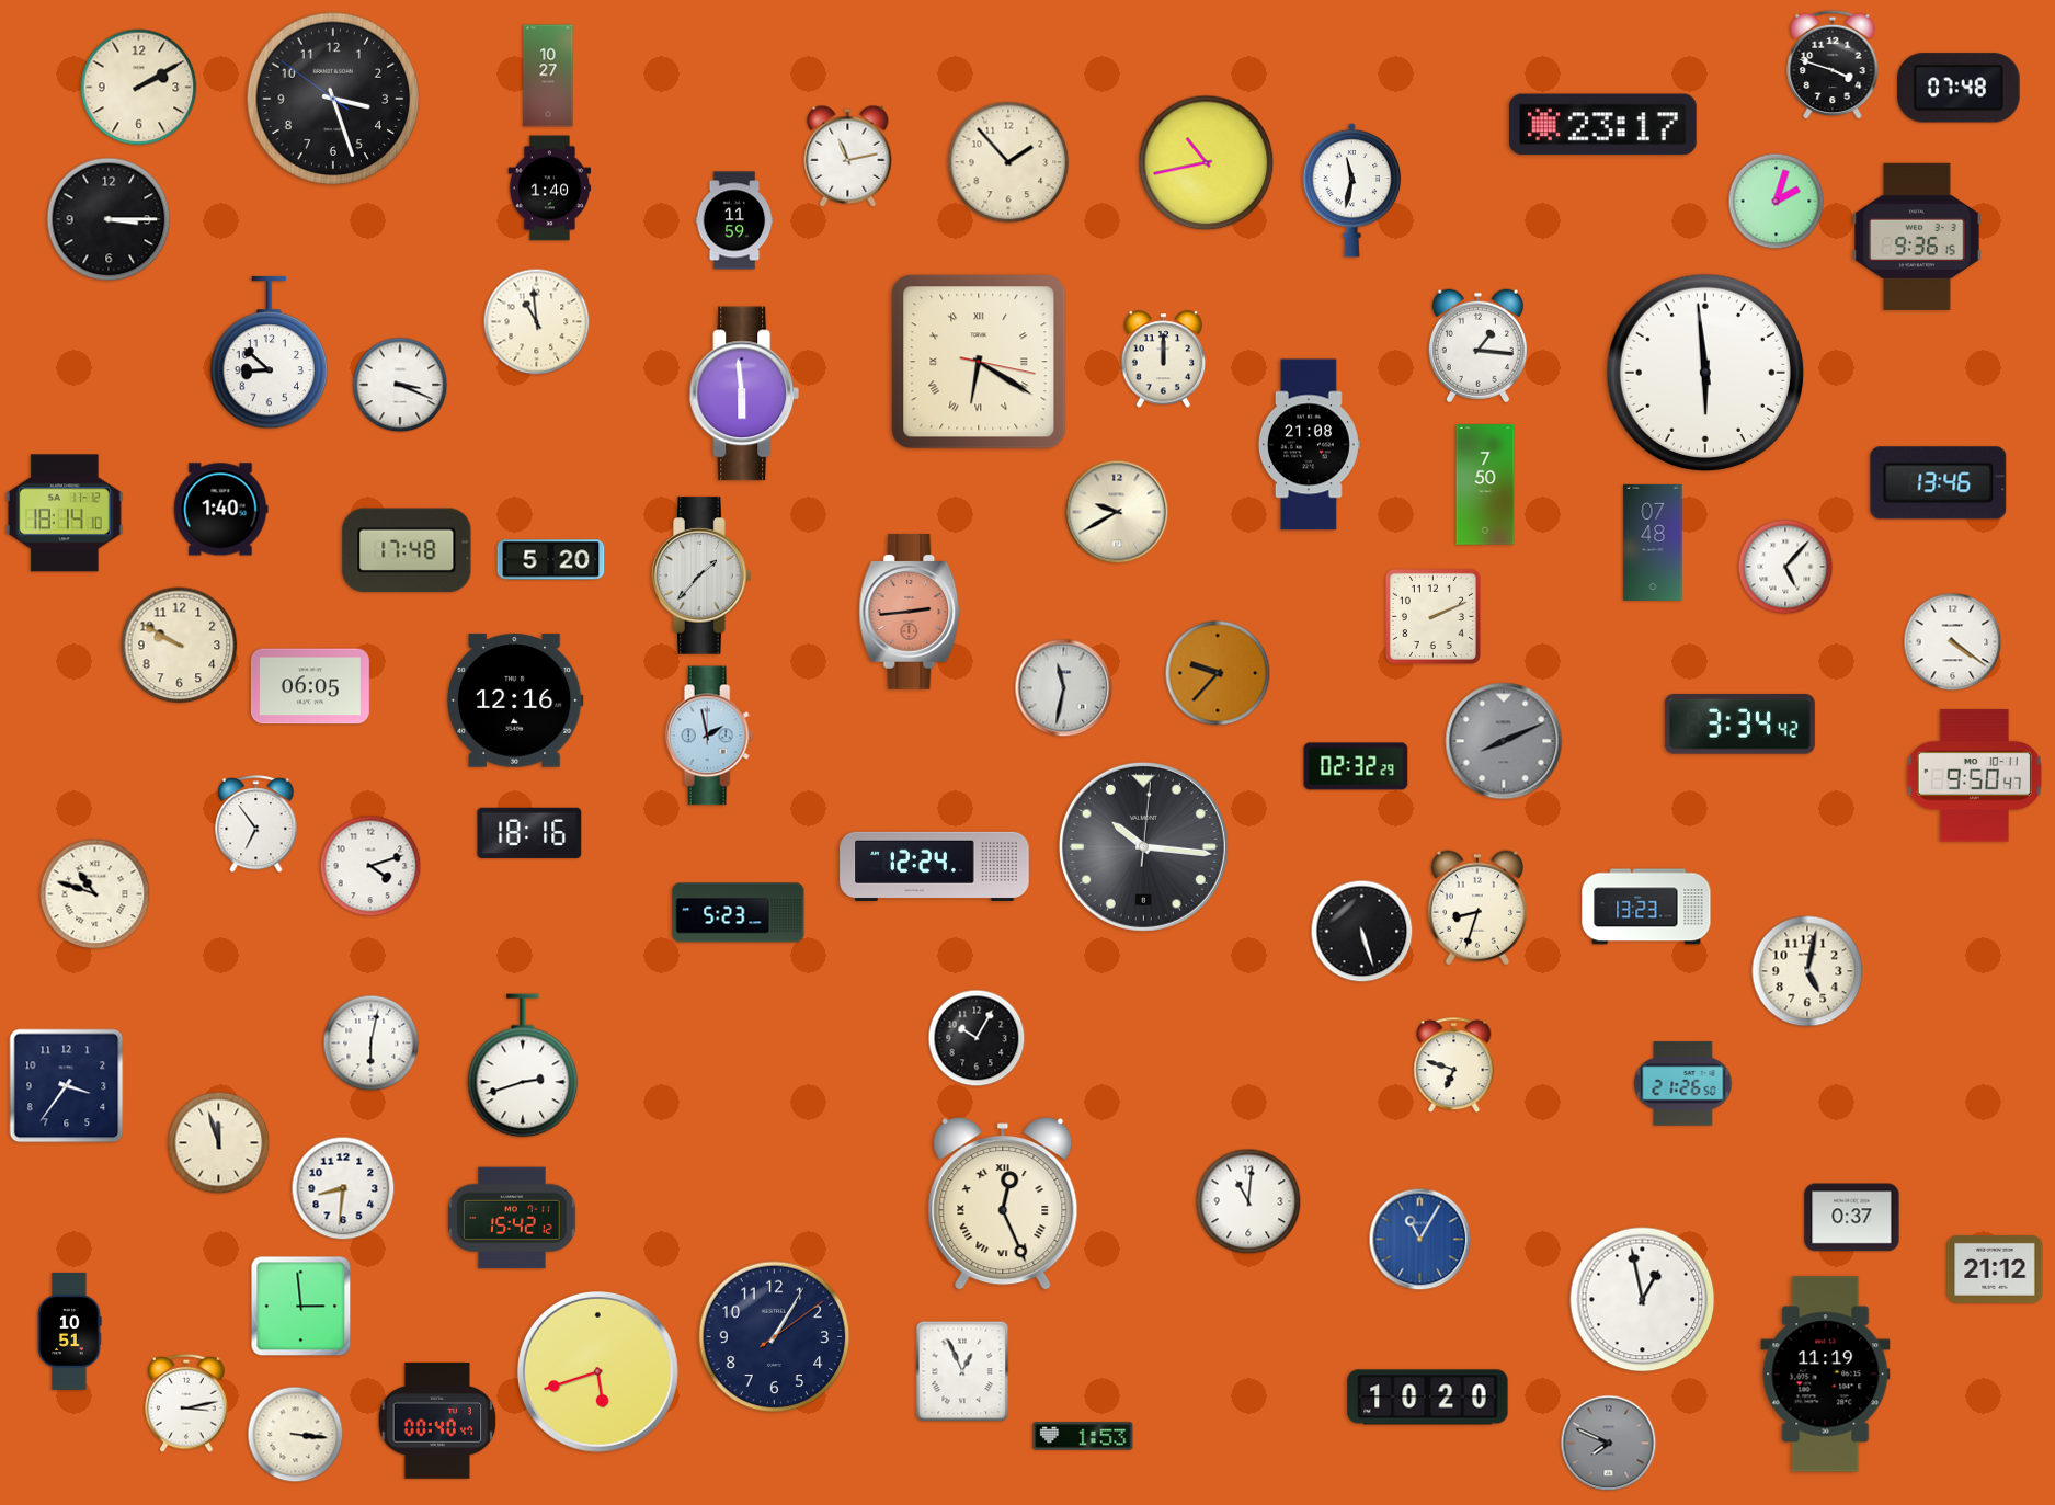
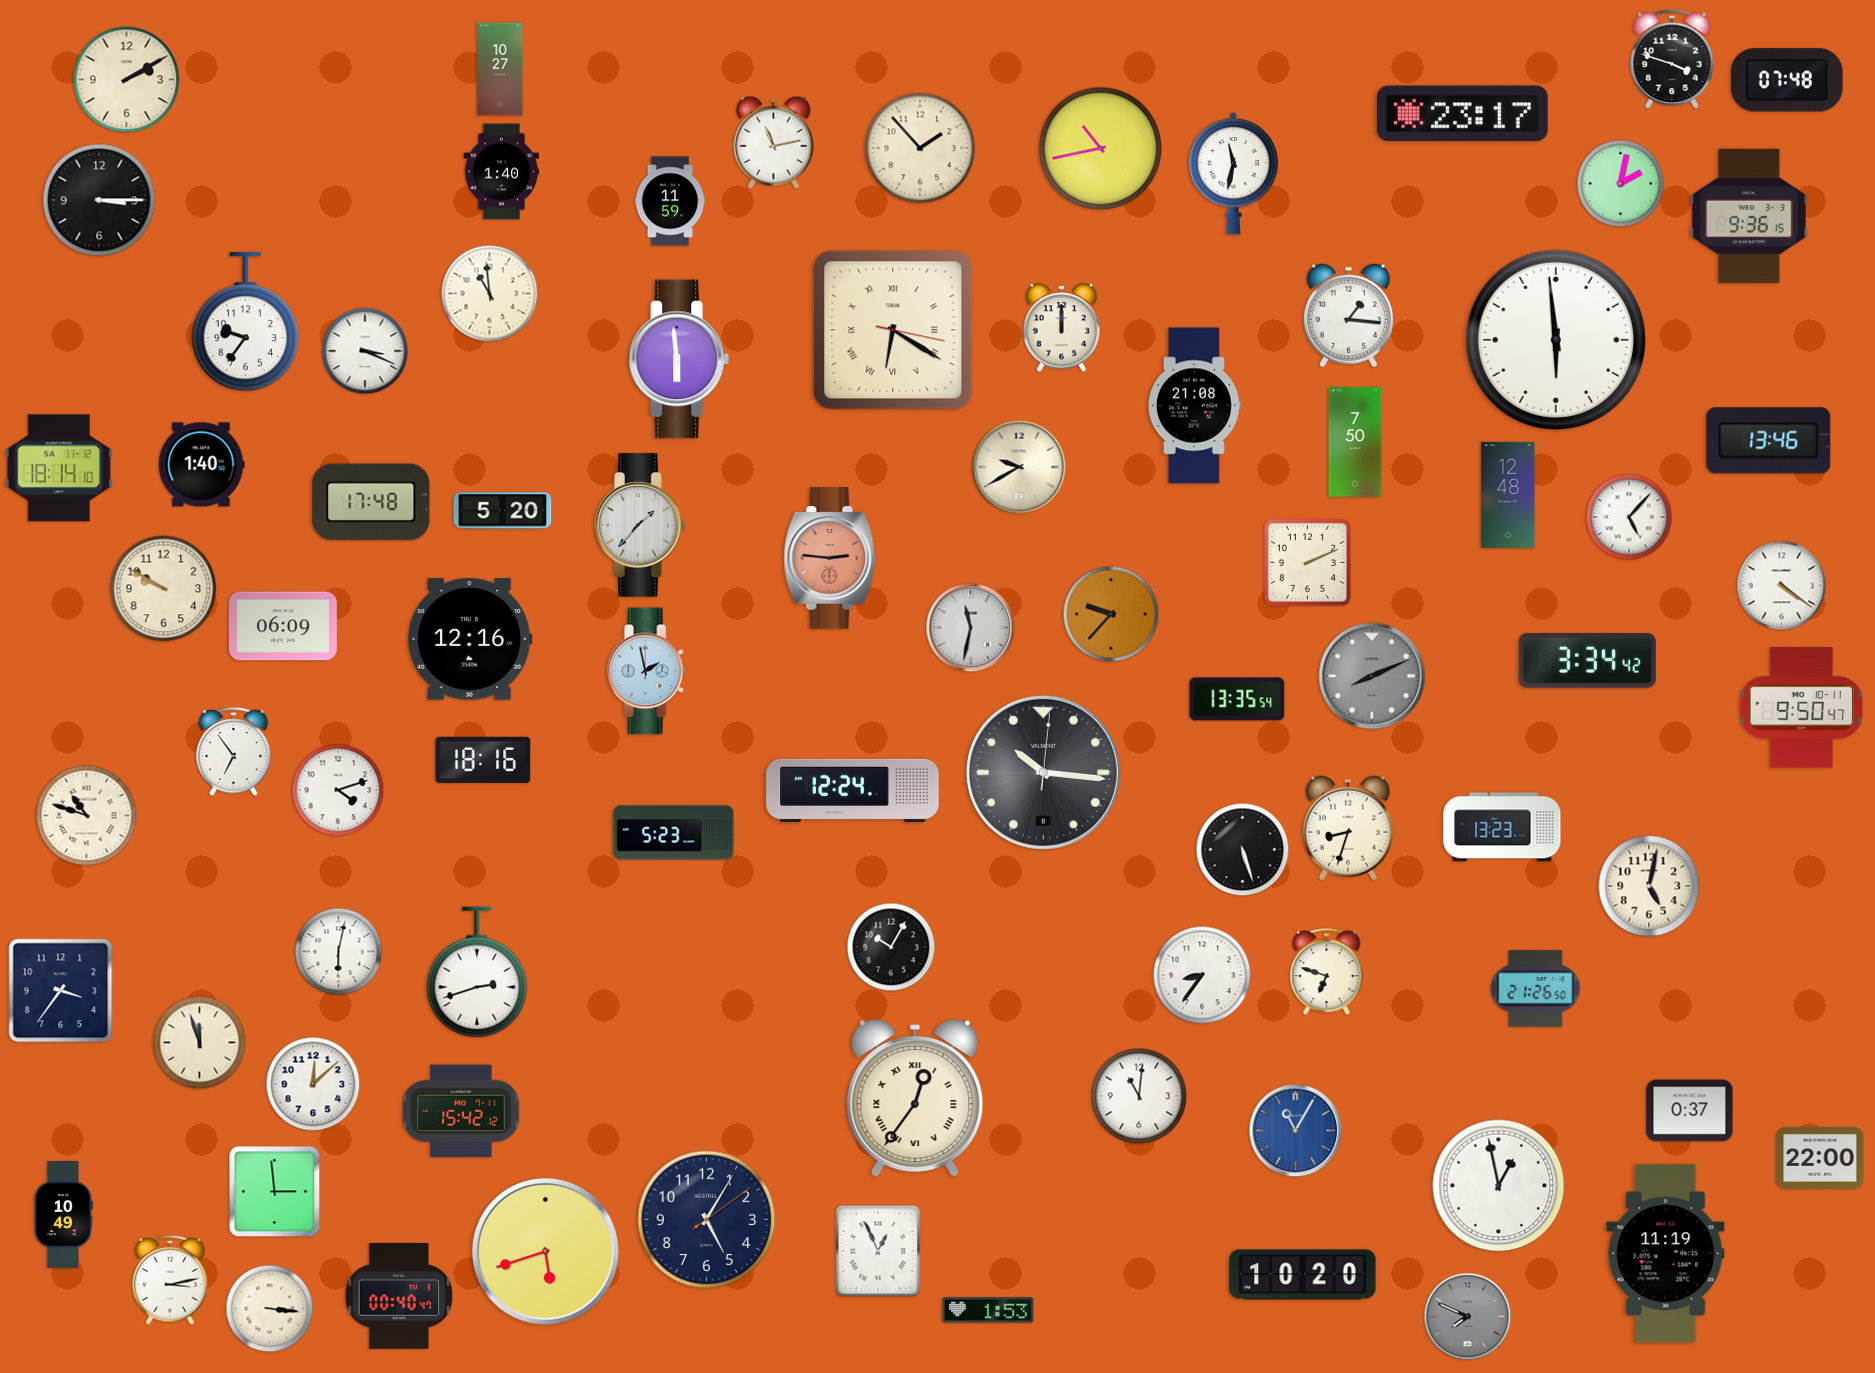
clock at (333, 99): 3:26 -> none
clock at (1777, 202): 2:03 -> 2:02
clock at (270, 353): 8:52 -> 9:36
clock at (1653, 543): 07:48 -> 12:48
clock at (910, 612): 2:44 -> 2:46
clock at (310, 686): 06:05 -> 06:09
clock at (1356, 766): 02:32 -> 13:35
clock at (1202, 975): none -> 8:36
clock at (343, 1188): 8:31 -> 12:08
clock at (1003, 1204): 12:26 -> 12:36
clock at (512, 1218) position: (512, 1218) -> (461, 1111)
clock at (1995, 1269): 21:12 -> 22:00
clock at (69, 1331): 10:51 -> 10:49
clock at (775, 1337): 1:05 -> 5:05
